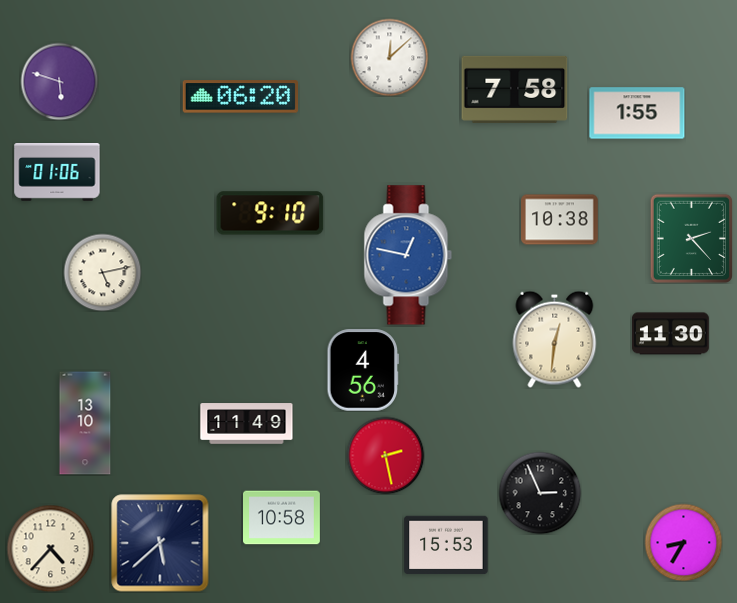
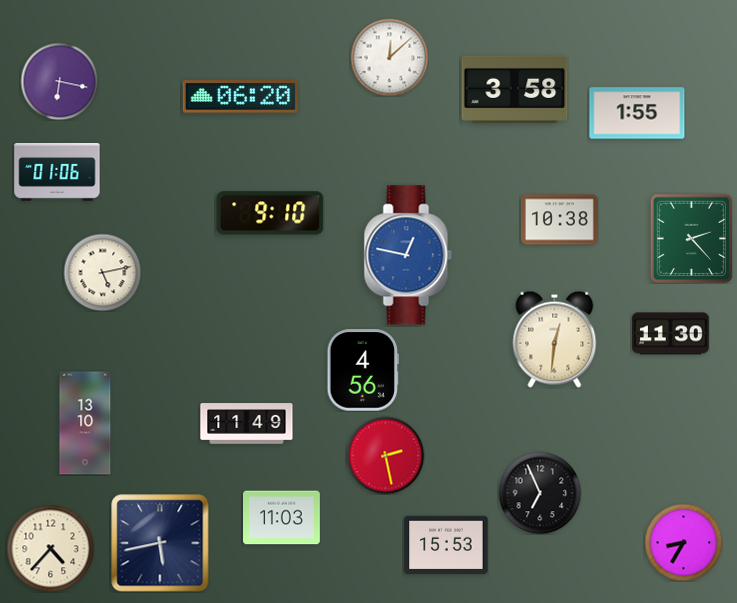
clock at (59, 81): 5:48 -> 6:17
clock at (515, 89): 7:58 -> 3:58
clock at (540, 493): 2:56 -> 6:56
clock at (282, 518): 10:58 -> 11:03
clock at (160, 543): 5:38 -> 5:43
